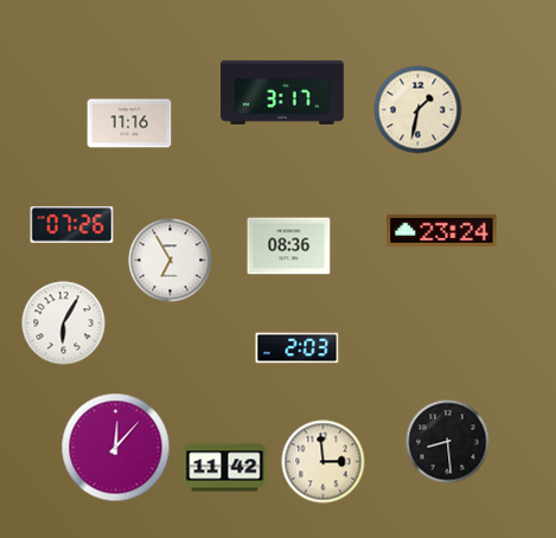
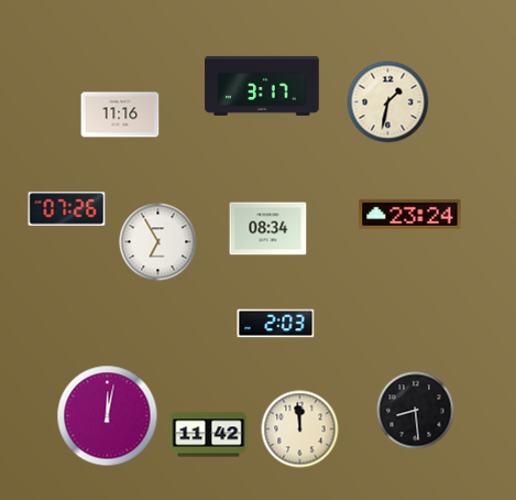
clock at (289, 246): 08:36 -> 08:34
clock at (64, 324): 6:05 -> none
clock at (116, 448): 12:07 -> 12:02
clock at (324, 462): 2:59 -> 11:59
